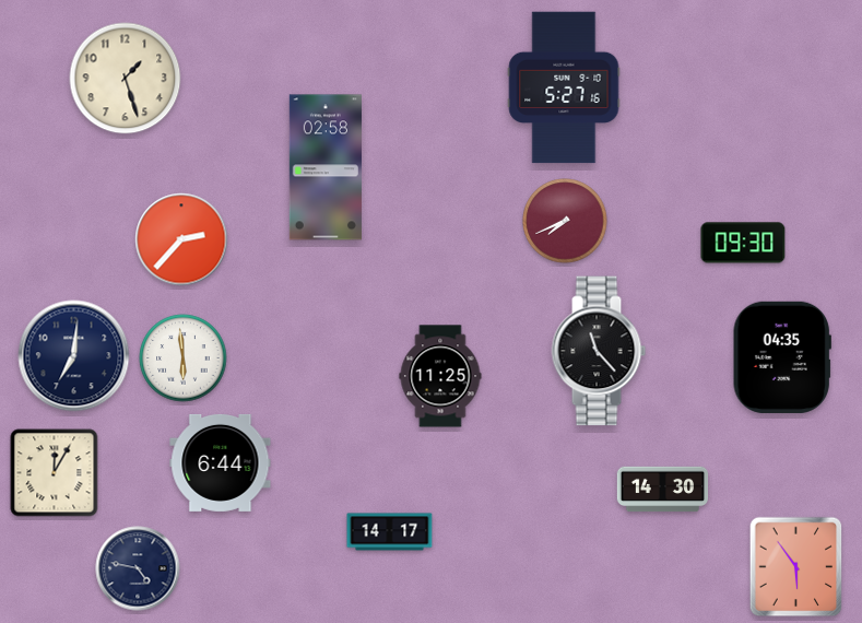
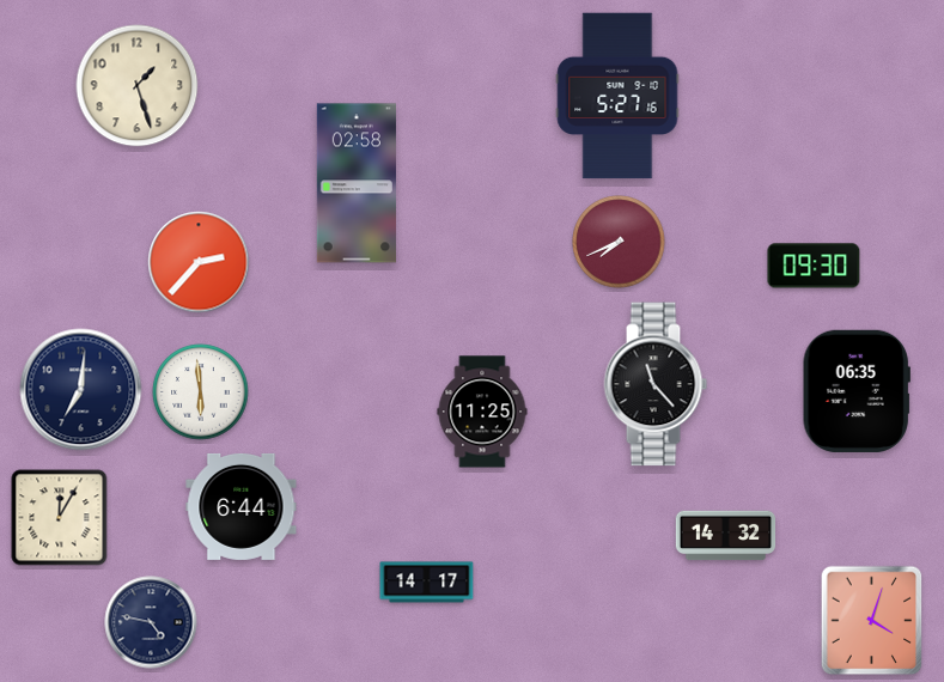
clock at (782, 357): 04:35 -> 06:35
clock at (663, 490): 14:30 -> 14:32
clock at (796, 567): 5:54 -> 4:03
